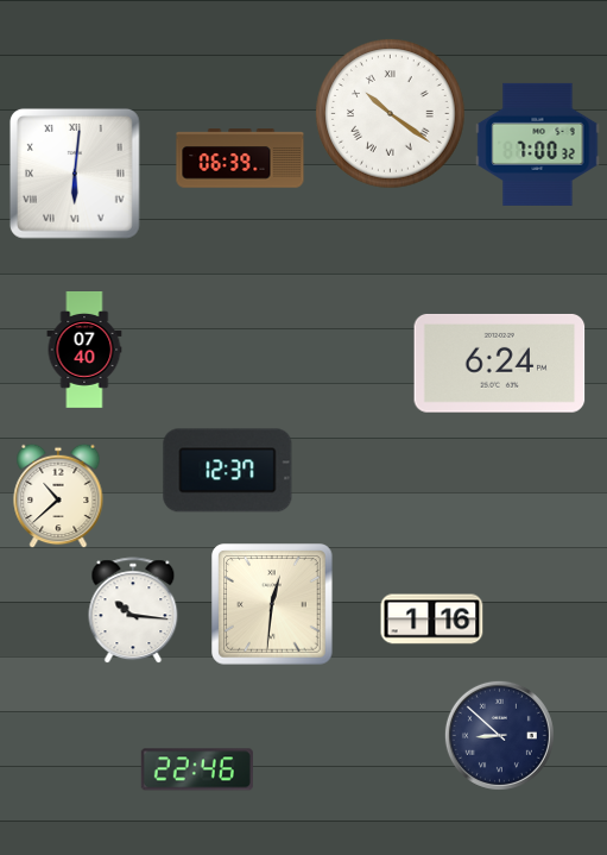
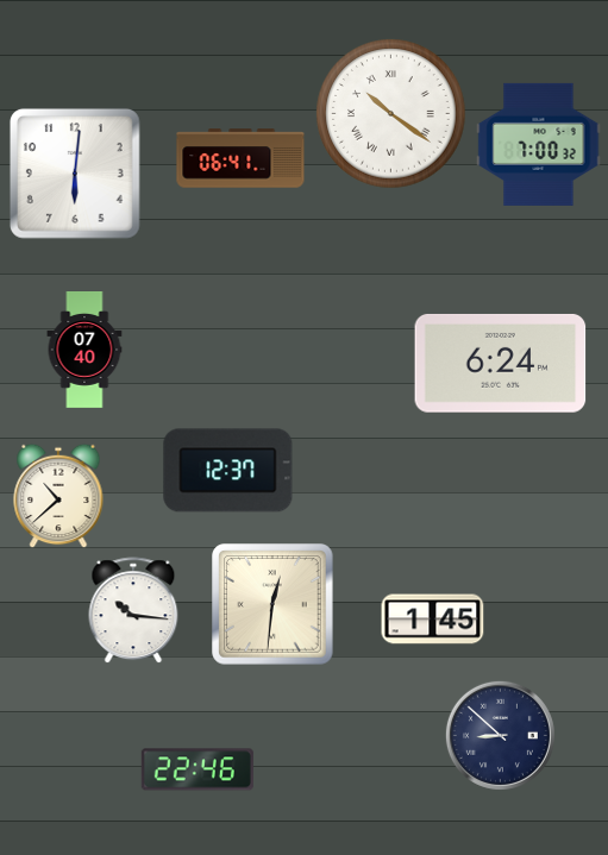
clock at (240, 158): 06:39 -> 06:41
clock at (75, 174) numerals: Roman -> Arabic
clock at (432, 620): 1:16 -> 1:45
